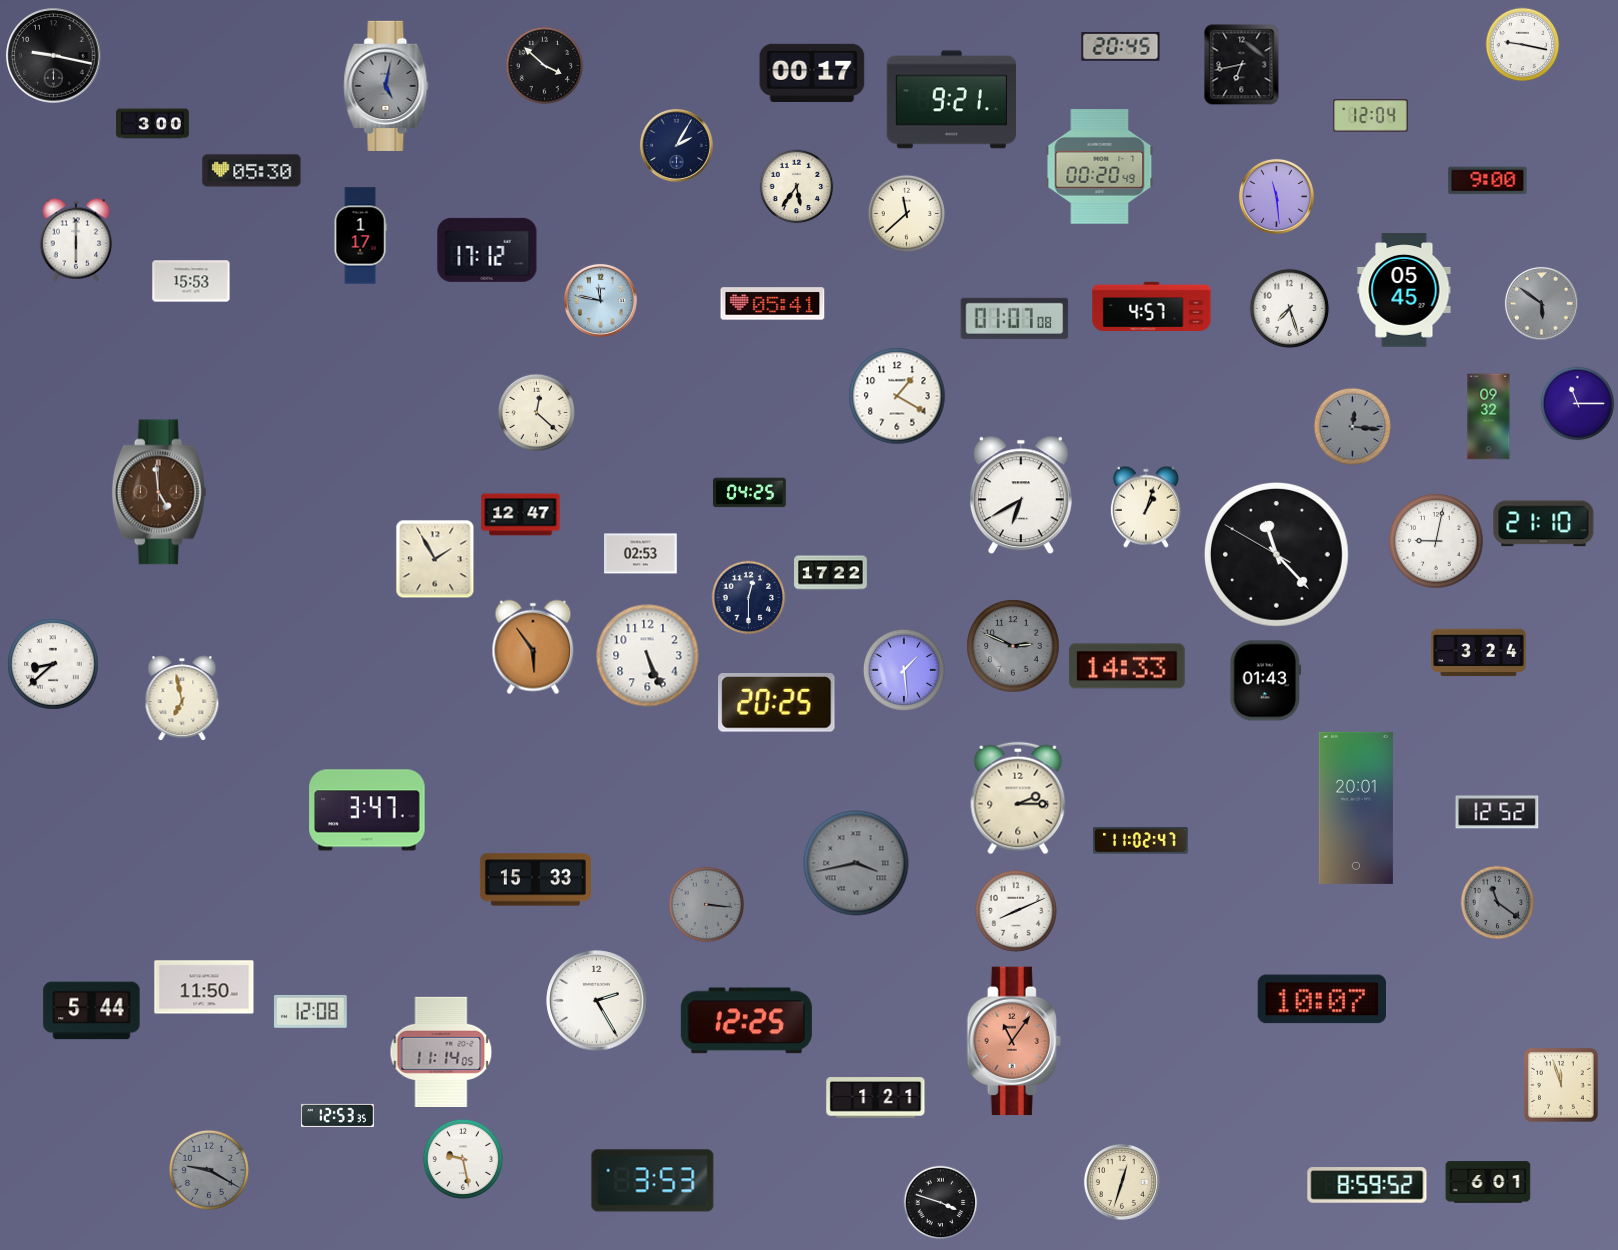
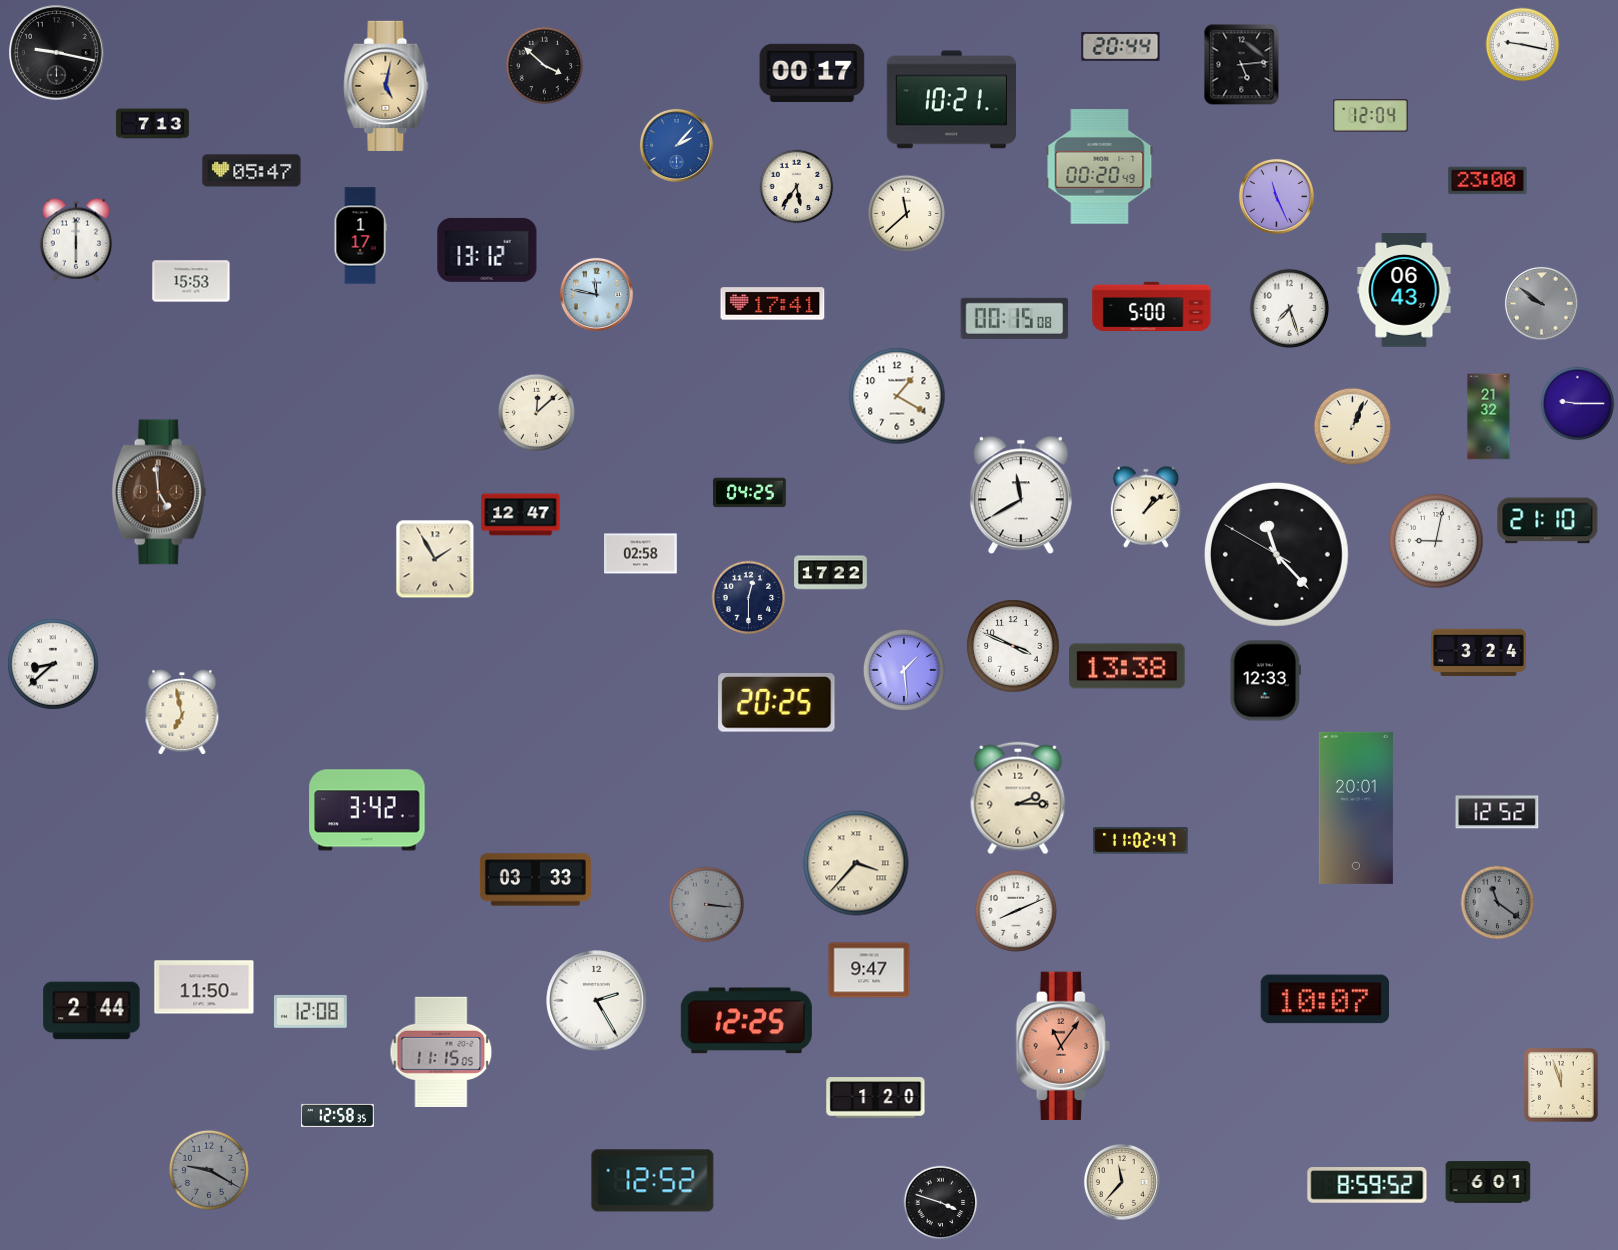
clock at (1121, 47): 20:45 -> 20:44
clock at (54, 56) position: (54, 56) -> (57, 53)
clock at (1242, 65): 6:43 -> 5:14
clock at (386, 86) dial: grey -> champagne
clock at (951, 100): 9:21 -> 10:21
clock at (153, 124): 3:00 -> 7:13
clock at (676, 145): 2:05 -> 2:07
clock at (676, 145) dial: navy -> blue
clock at (252, 171): 05:30 -> 05:47
clock at (1488, 181): 9:00 -> 23:00
clock at (1276, 196): 11:29 -> 11:26
clock at (487, 250): 17:12 -> 13:12
clock at (1404, 290): 05:45 -> 06:43
clock at (600, 300) position: (600, 300) -> (596, 294)
clock at (1541, 303): 5:51 -> 9:51
clock at (773, 304): 05:41 -> 17:41
clock at (1152, 306): 4:57 -> 5:00
clock at (1015, 318): 01:07 -> 00:15
clock at (1578, 404): 11:15 -> 9:15
clock at (537, 413): 12:22 -> 12:08
clock at (1489, 417): 09:32 -> 21:32
clock at (1353, 427): 12:16 -> 1:04
clock at (1353, 427) dial: grey -> cream
clock at (1021, 495): 6:40 -> 11:40
clock at (1146, 507): 1:03 -> 1:08
clock at (1544, 524) position: (1544, 524) -> (1548, 521)
clock at (641, 554): 02:53 -> 02:58
clock at (1013, 646): 2:49 -> 3:49
clock at (1013, 646) dial: grey -> white
clock at (533, 647): 5:54 -> none
clock at (648, 656): 5:26 -> none
clock at (1127, 666): 14:33 -> 13:38
clock at (1266, 681): 01:43 -> 12:33
clock at (182, 698) position: (182, 698) -> (182, 712)
clock at (367, 810): 3:47 -> 3:42
clock at (856, 863): 3:43 -> 3:37
clock at (856, 863) dial: grey -> cream
clock at (535, 880): 15:33 -> 03:33
clock at (869, 970): none -> 9:47
clock at (1321, 999) position: (1321, 999) -> (1324, 999)
clock at (92, 1011): 5:44 -> 2:44
clock at (1014, 1041) position: (1014, 1041) -> (1063, 1046)
clock at (441, 1052): 11:14 -> 11:15
clock at (876, 1098): 1:21 -> 1:20
clock at (338, 1115): 12:53 -> 12:58
clock at (463, 1159): 9:28 -> none
clock at (653, 1181): 3:53 -> 12:52
clock at (1122, 1182): 12:33 -> 11:37
